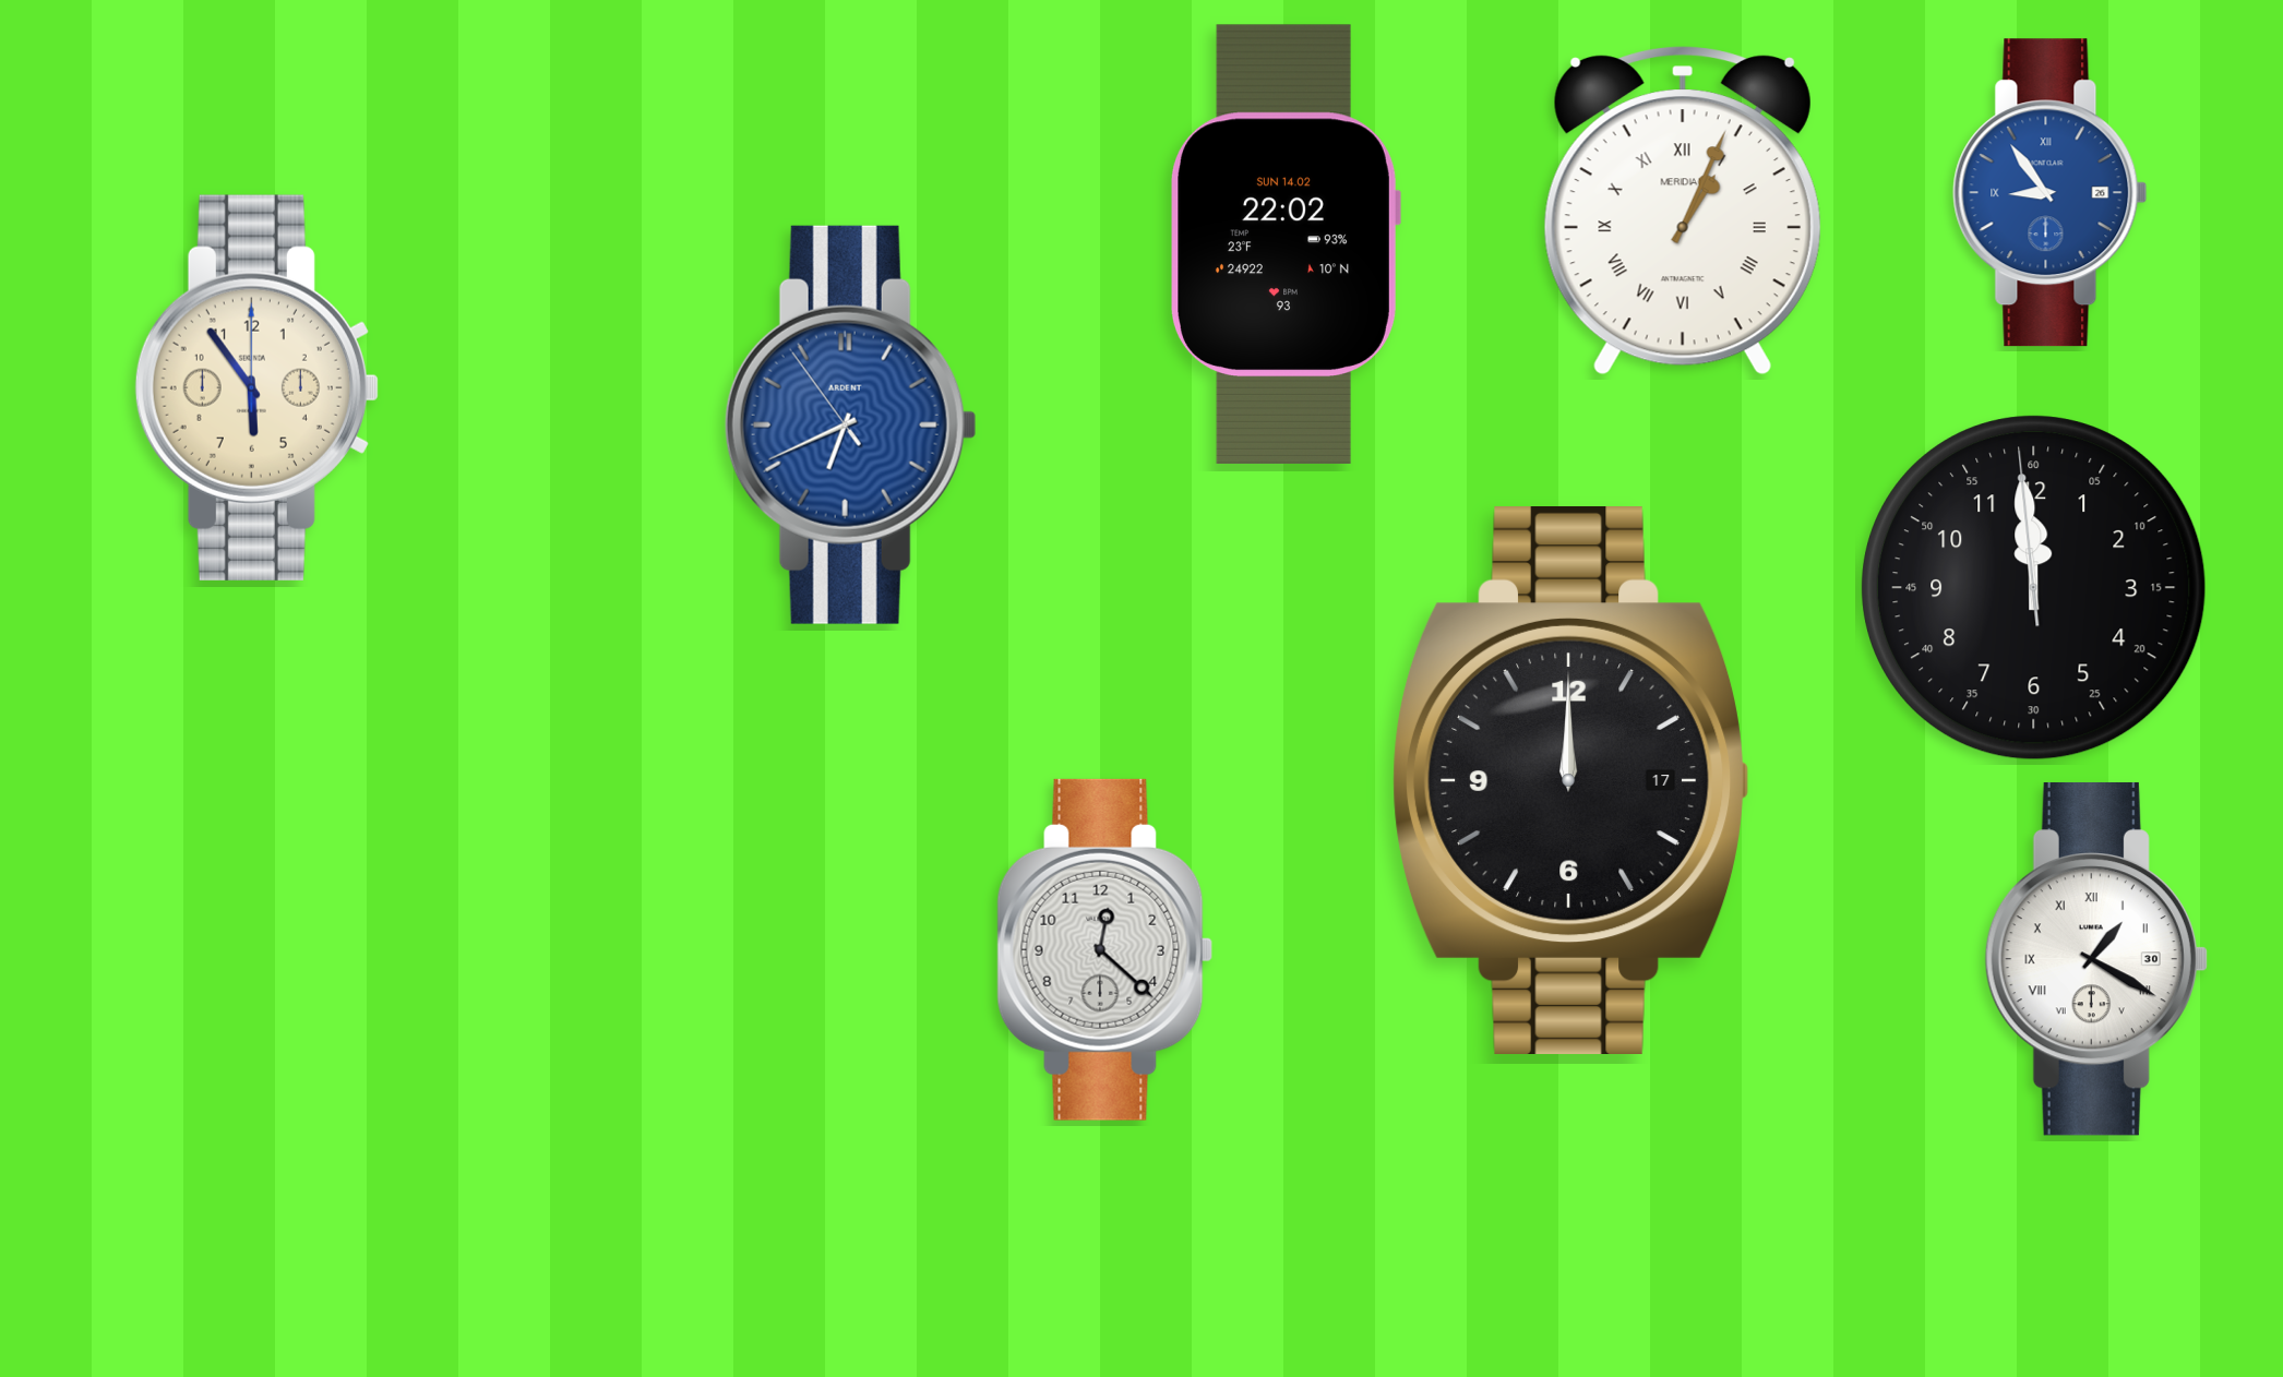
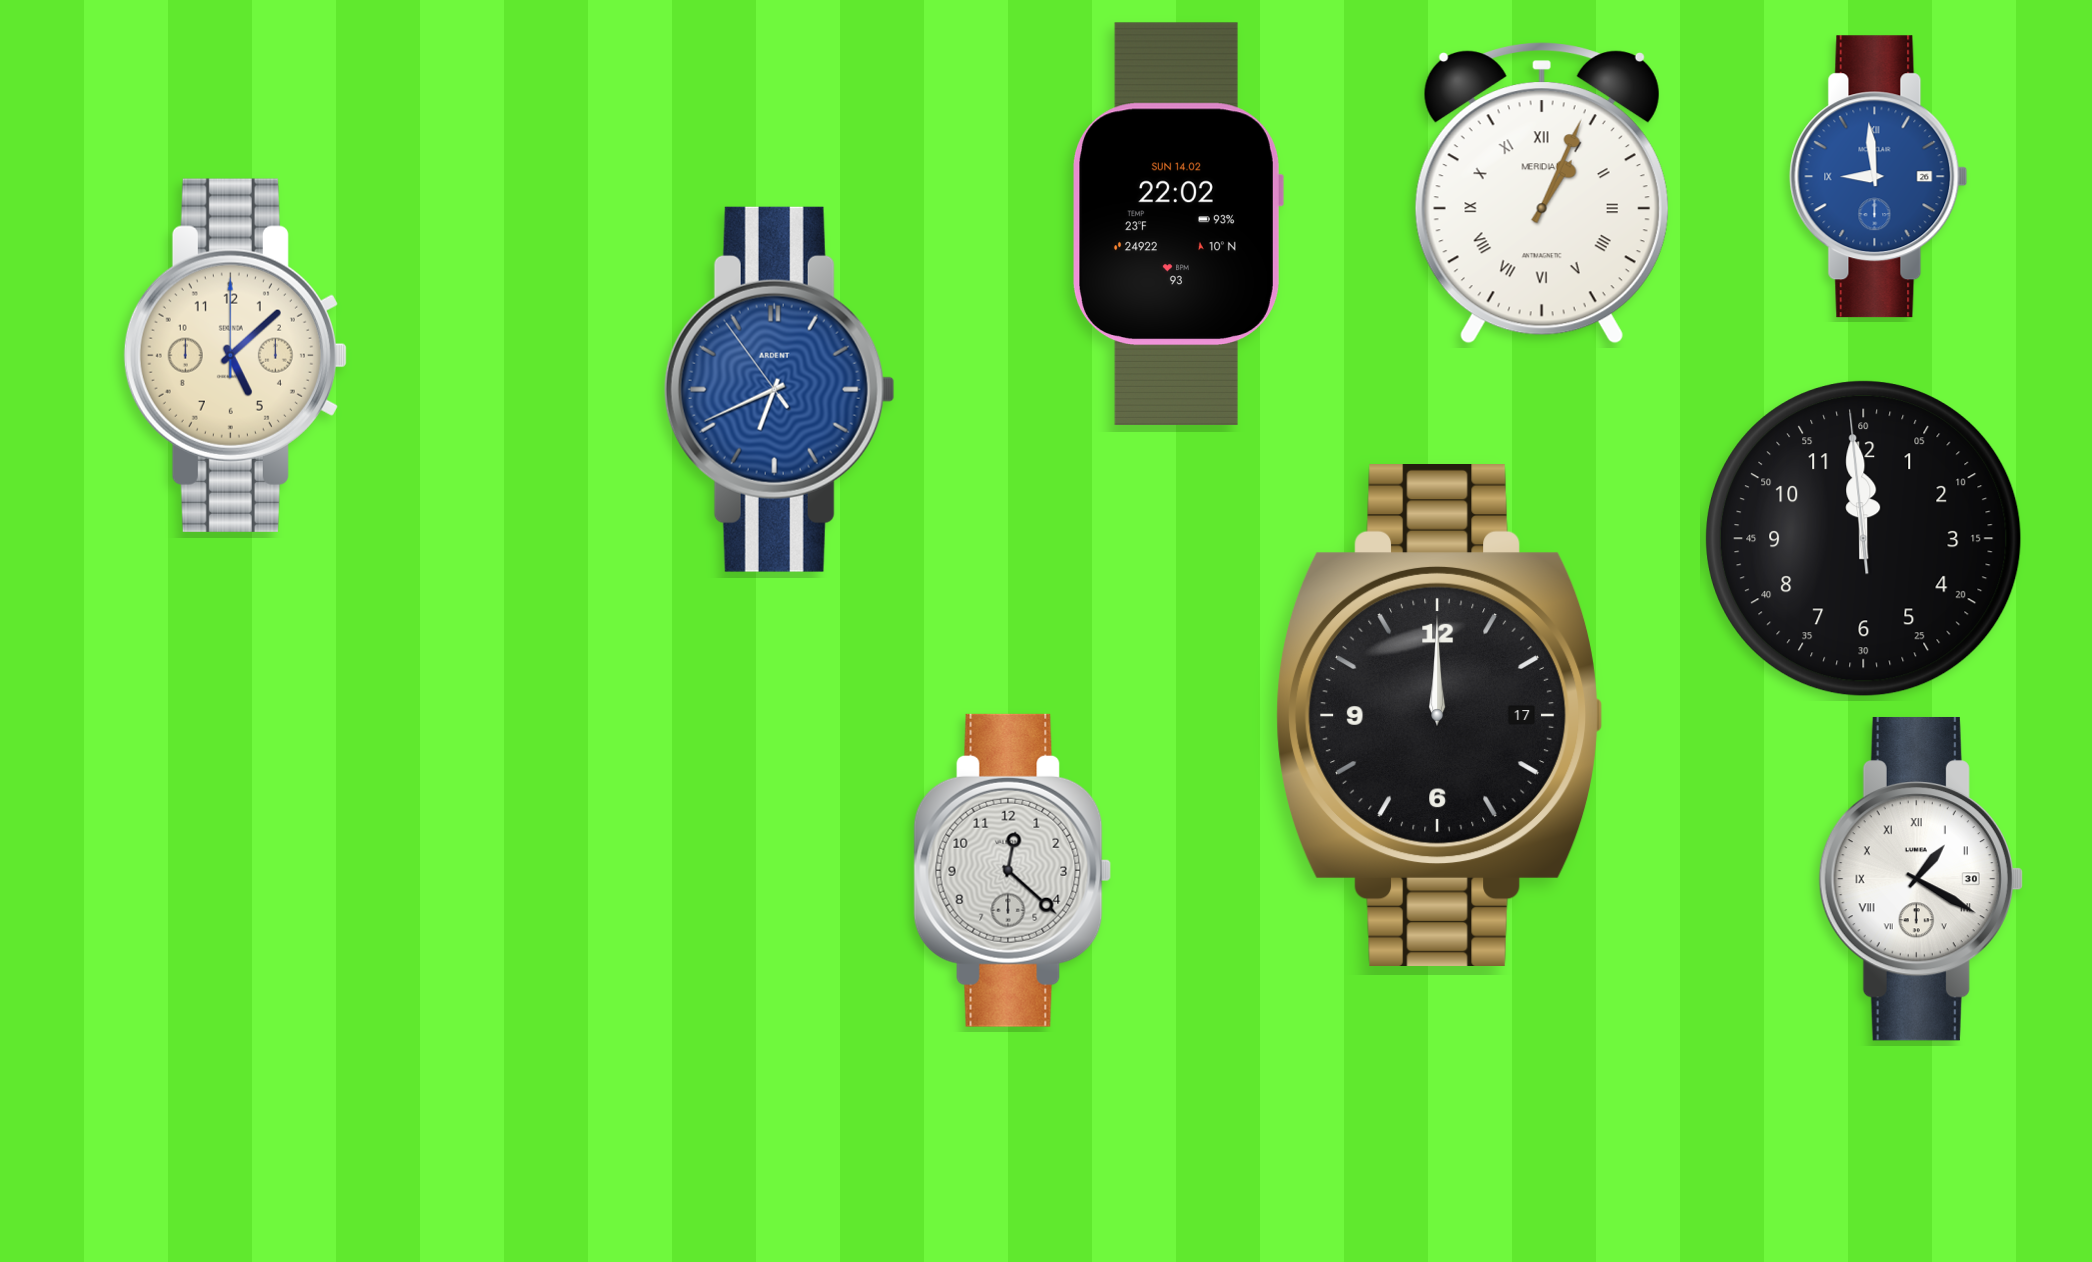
clock at (2051, 193): 8:54 -> 8:59
clock at (256, 387): 5:54 -> 5:08
